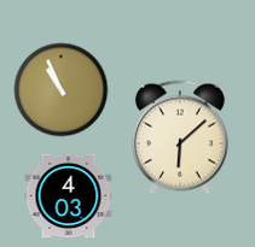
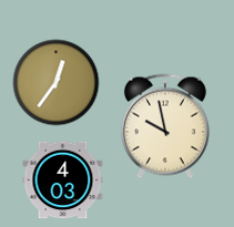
clock at (62, 90): 10:56 -> 12:36
clock at (180, 137): 6:08 -> 9:58
